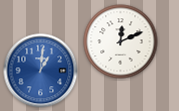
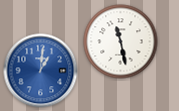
clock at (121, 42): 12:11 -> 11:28
